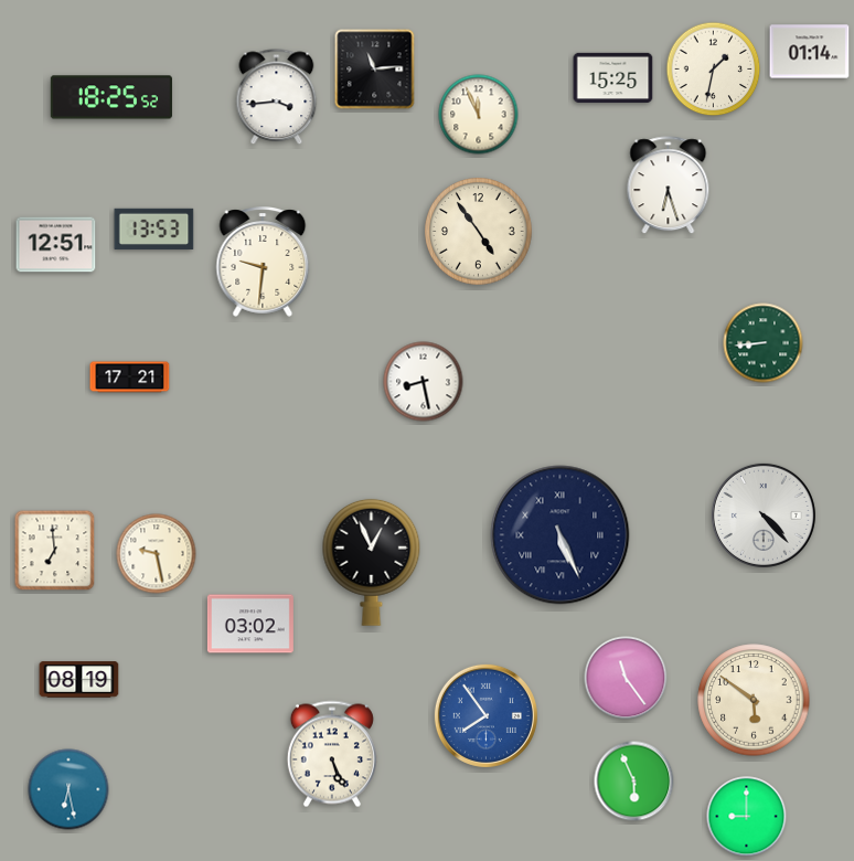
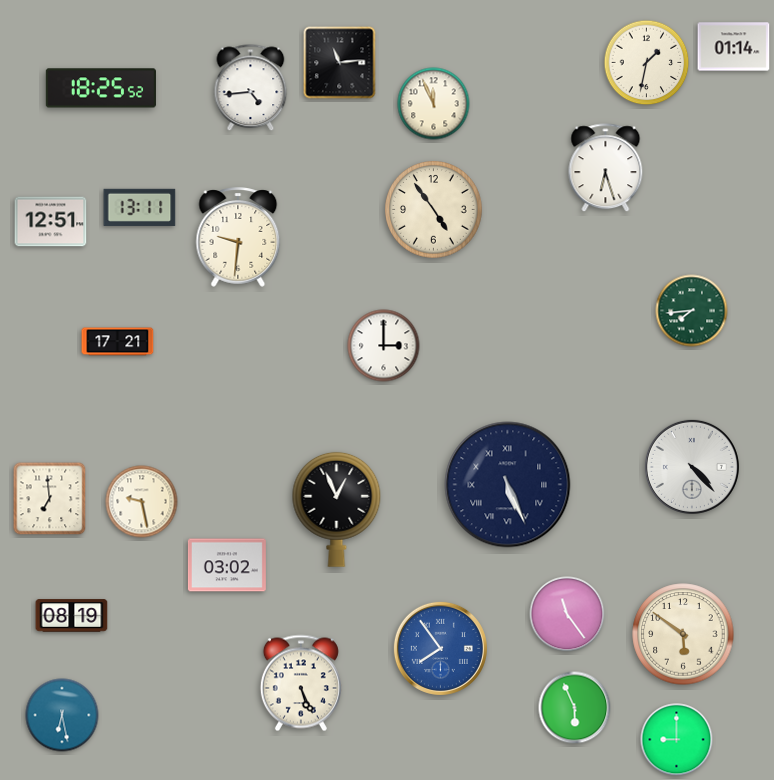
clock at (613, 77): 15:25 -> none
clock at (277, 97): 3:44 -> 4:44
clock at (154, 228): 13:53 -> 13:11
clock at (764, 343): 8:44 -> 7:44
clock at (424, 382): 8:28 -> 3:00
